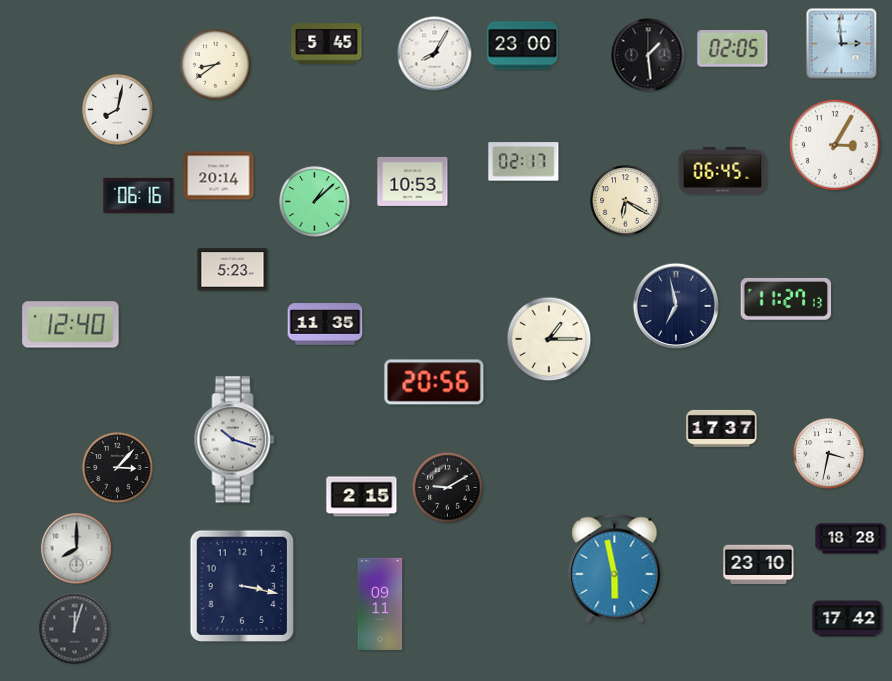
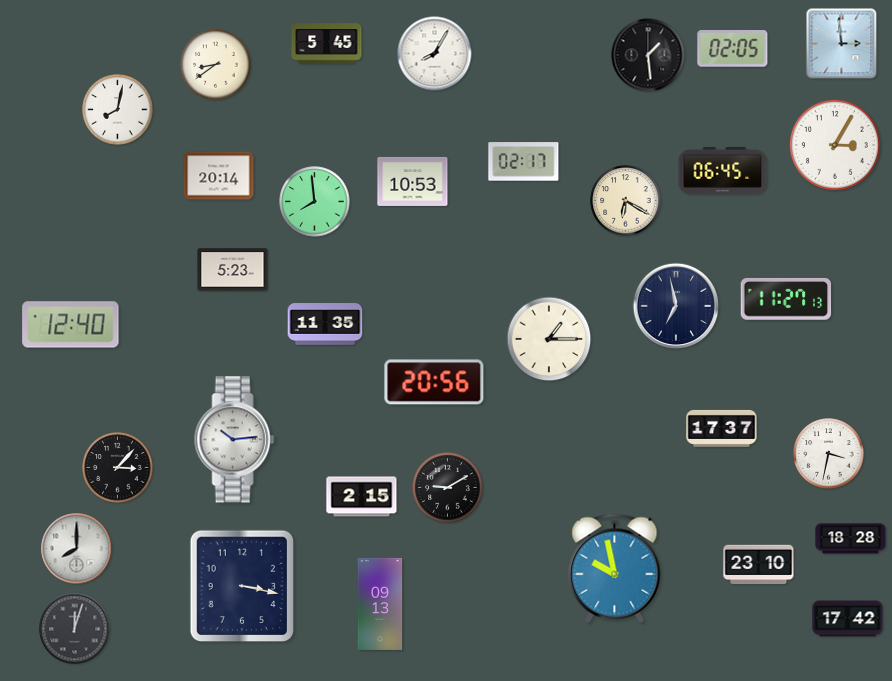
clock at (523, 46): 23:00 -> none
clock at (139, 195): 06:16 -> none
clock at (315, 202): 1:08 -> 7:59
clock at (235, 440): 10:18 -> 10:14
clock at (615, 568): 5:58 -> 9:58
clock at (380, 604): 09:11 -> 09:13
